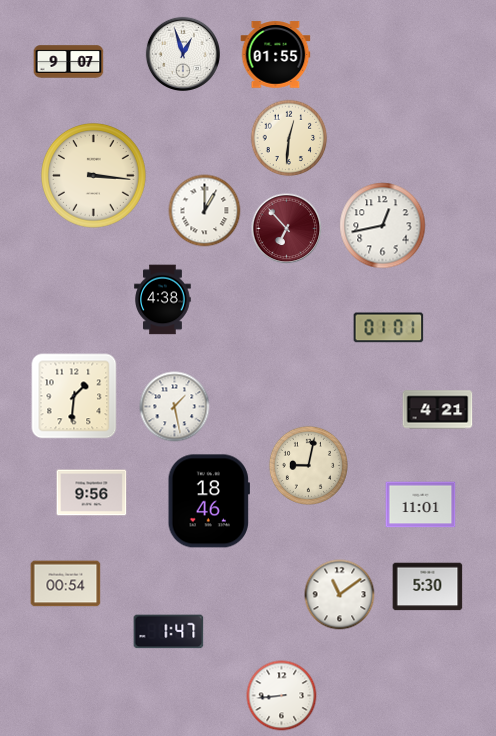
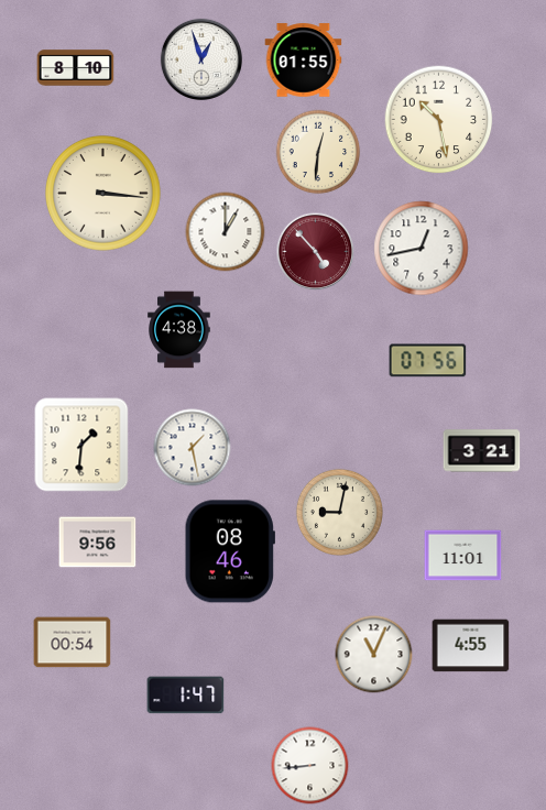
clock at (69, 62): 9:07 -> 8:10
clock at (439, 120): none -> 10:28
clock at (287, 229): 6:53 -> 4:53
clock at (389, 328): 01:01 -> 07:56
clock at (74, 396) position: (74, 396) -> (81, 445)
clock at (438, 410): 4:21 -> 3:21
clock at (92, 493) position: (92, 493) -> (98, 543)
clock at (209, 501): 18:46 -> 08:46
clock at (428, 587): 5:30 -> 4:55
clock at (340, 595): 11:09 -> 11:04
